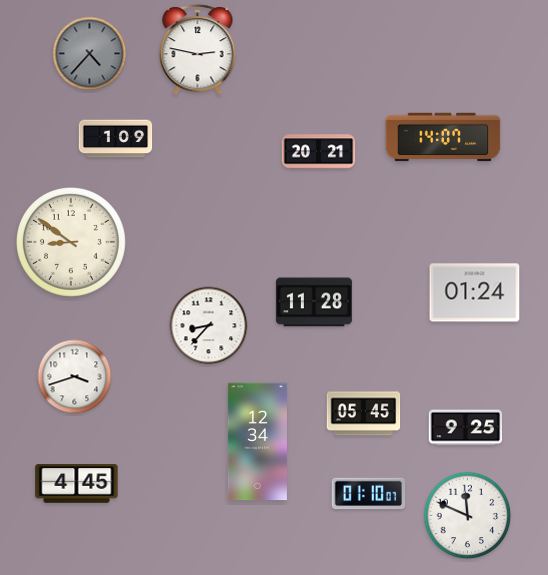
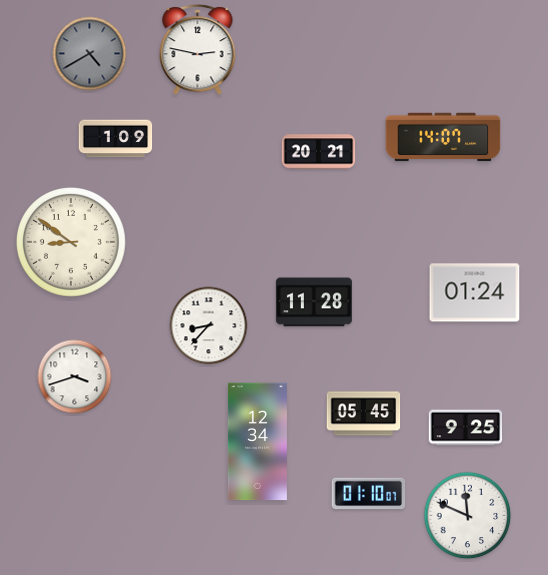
clock at (90, 54): 4:37 -> 4:40
clock at (77, 484): 4:45 -> none
